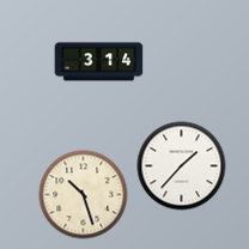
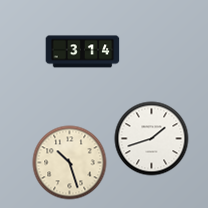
clock at (182, 166): 1:37 -> 1:42
